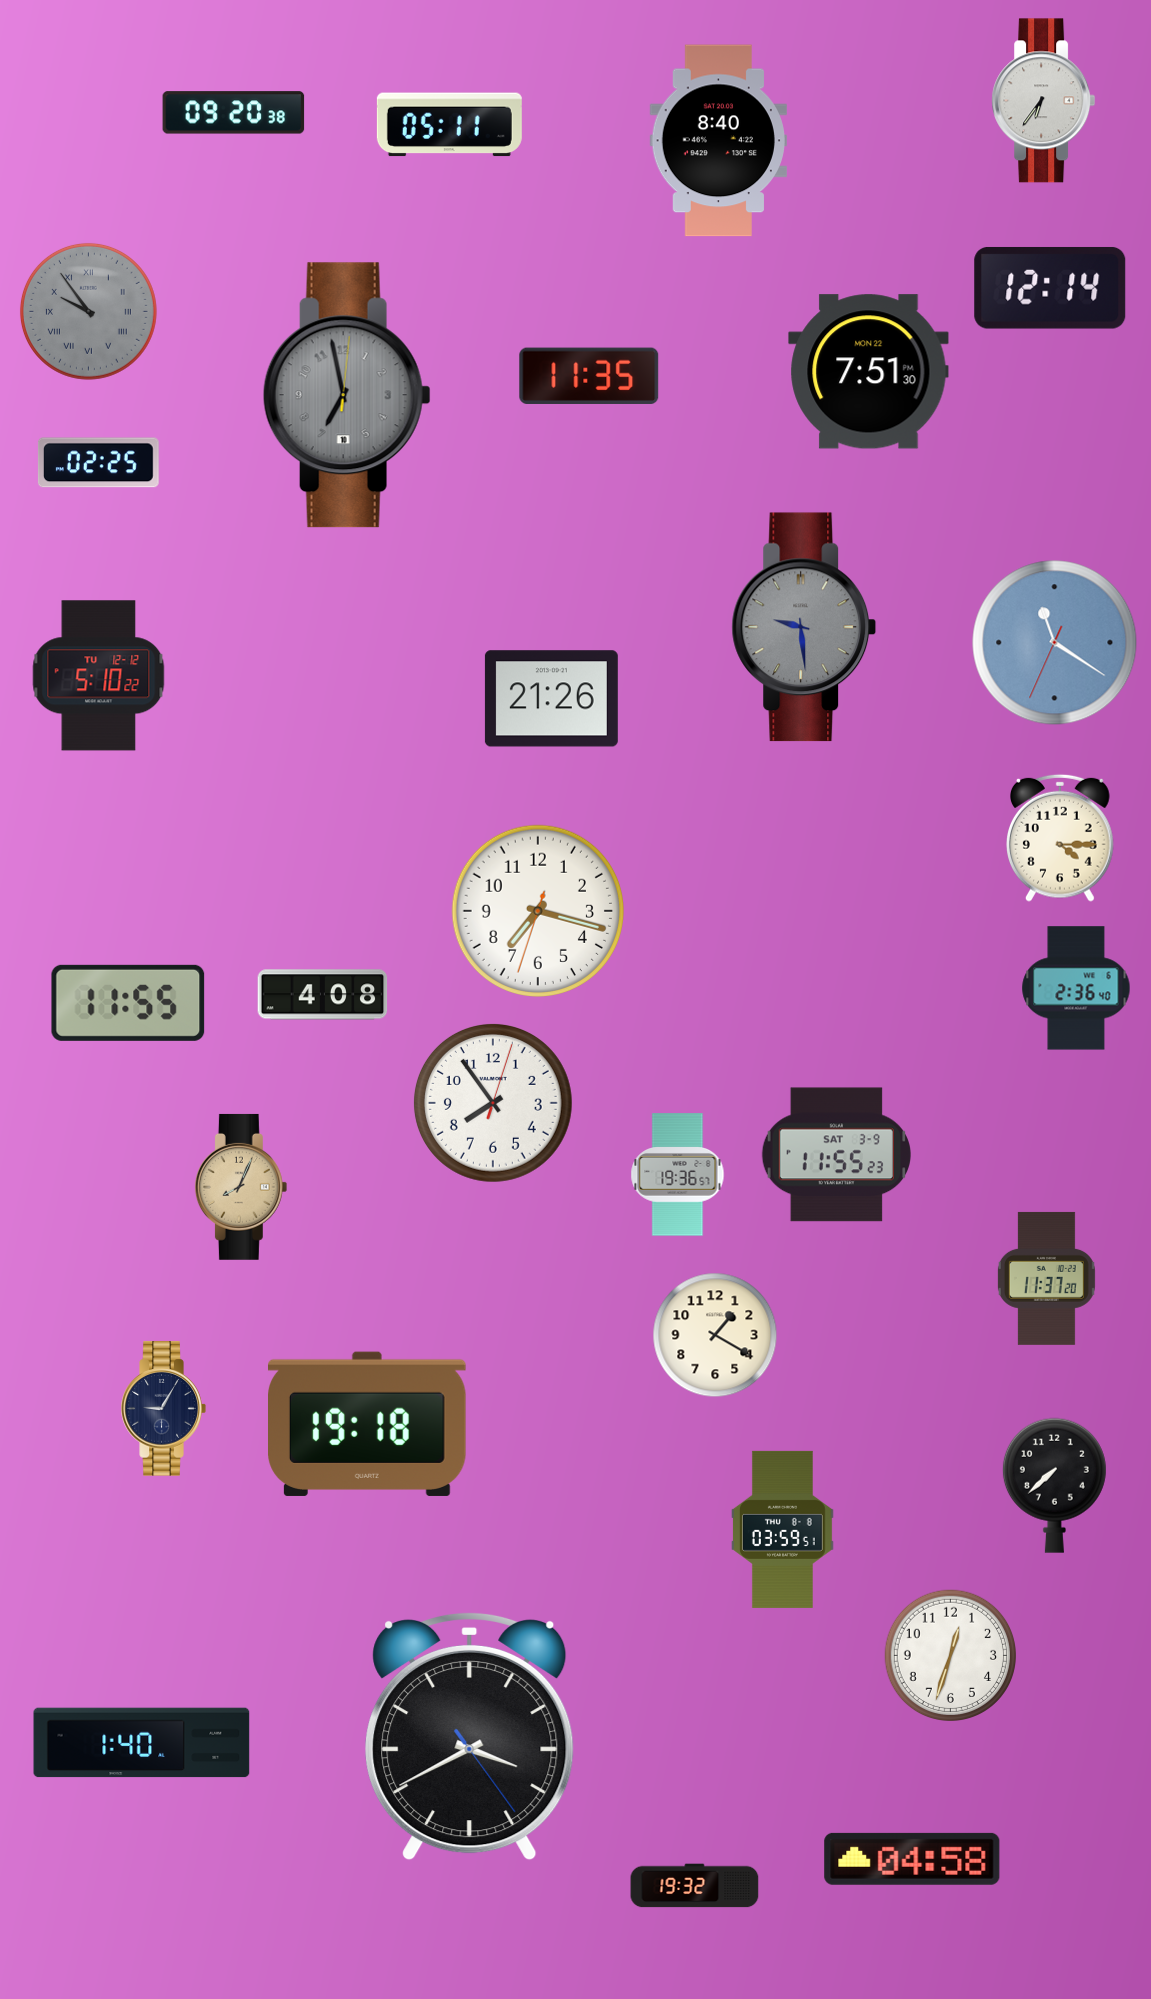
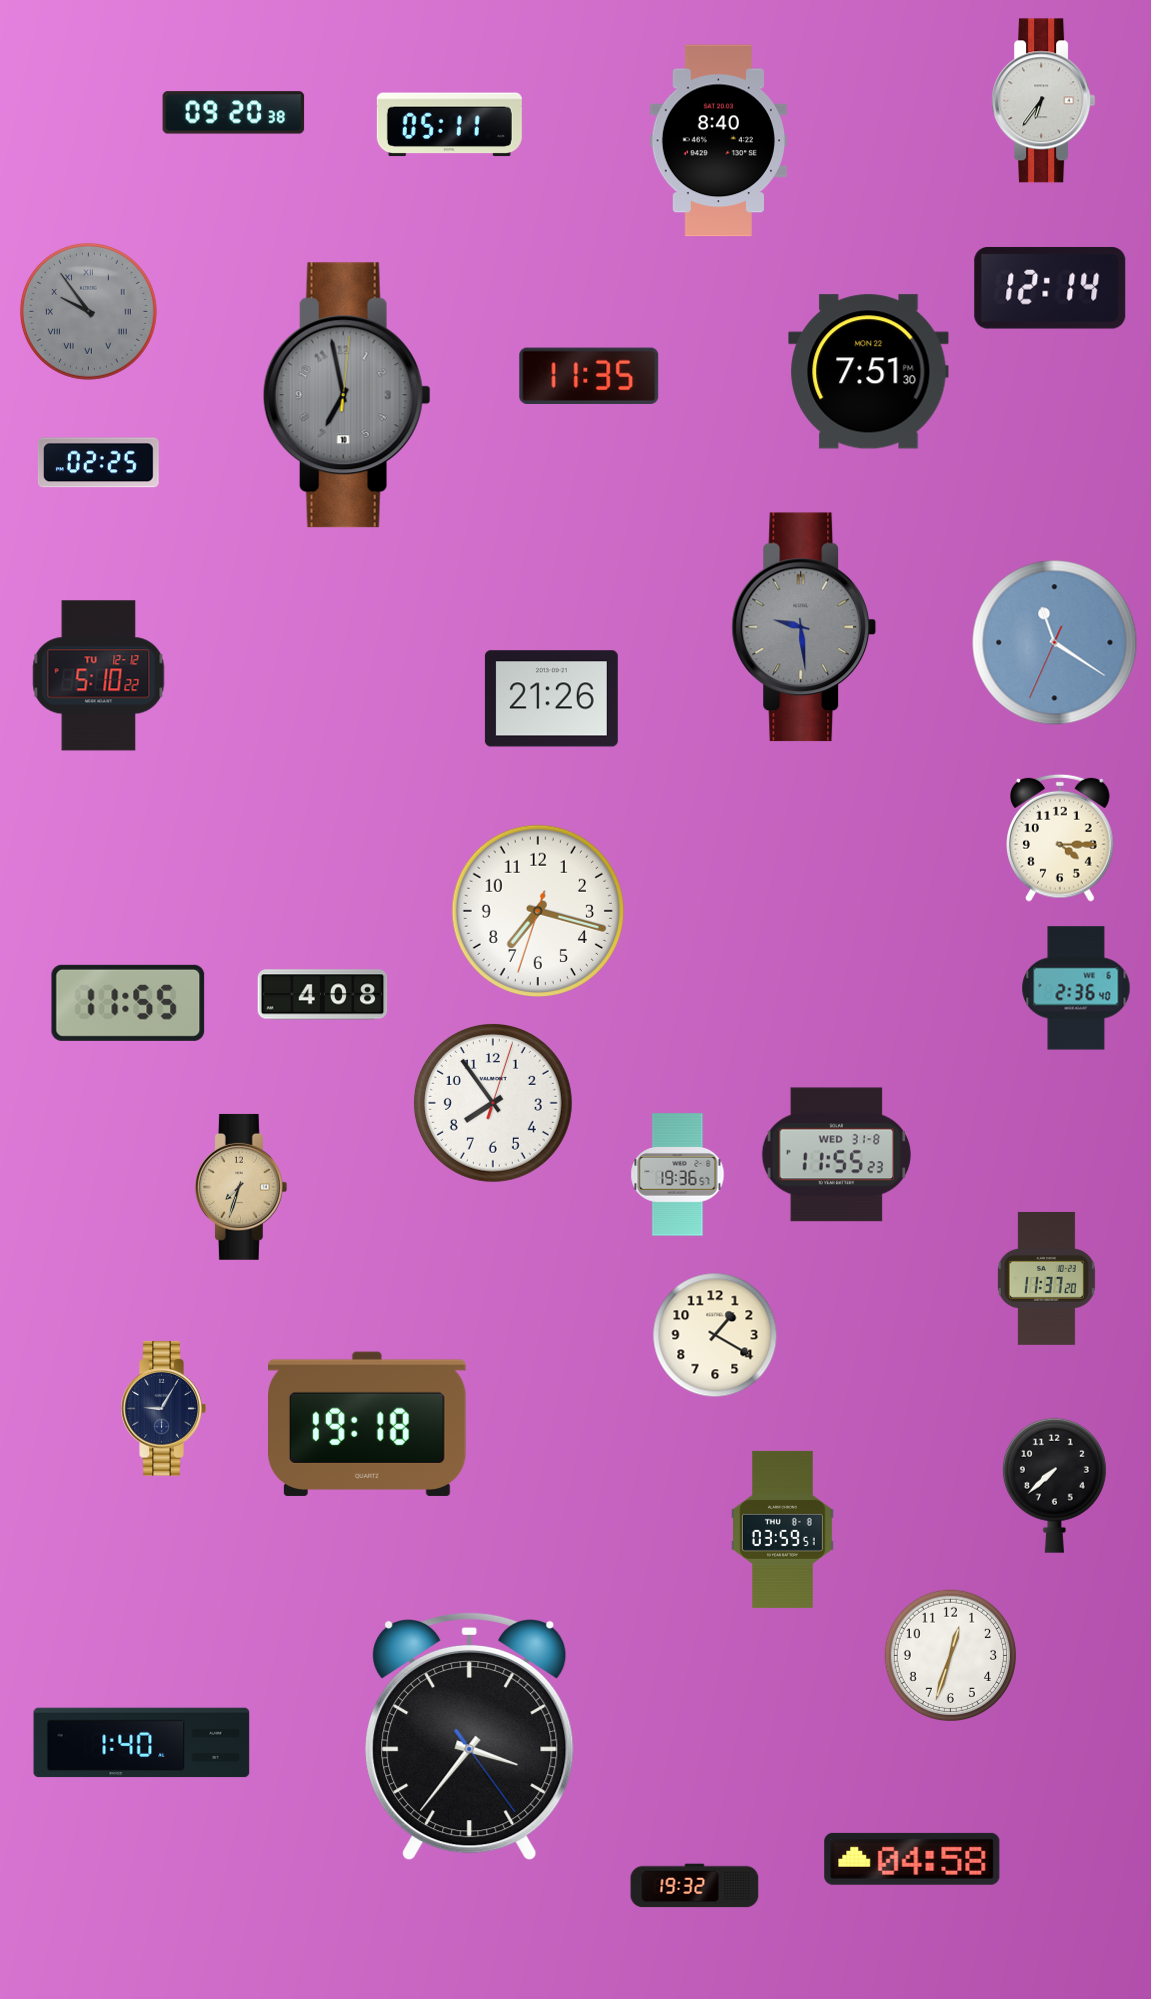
clock at (836, 1155) date: SAT 3-9 -> WED 31-8
clock at (241, 1187): 8:04 -> 7:33
clock at (470, 1736): 3:40 -> 3:36
